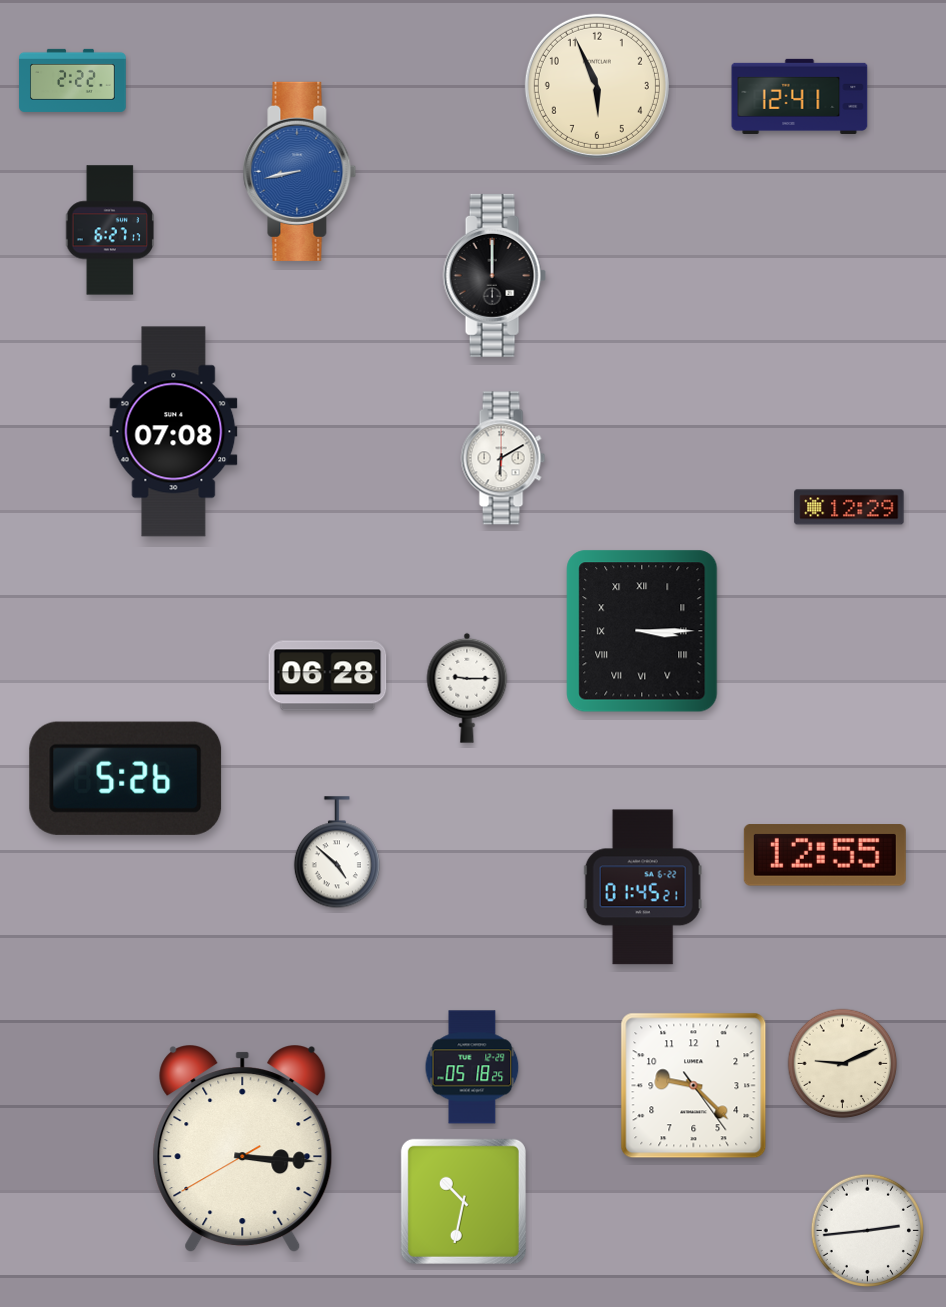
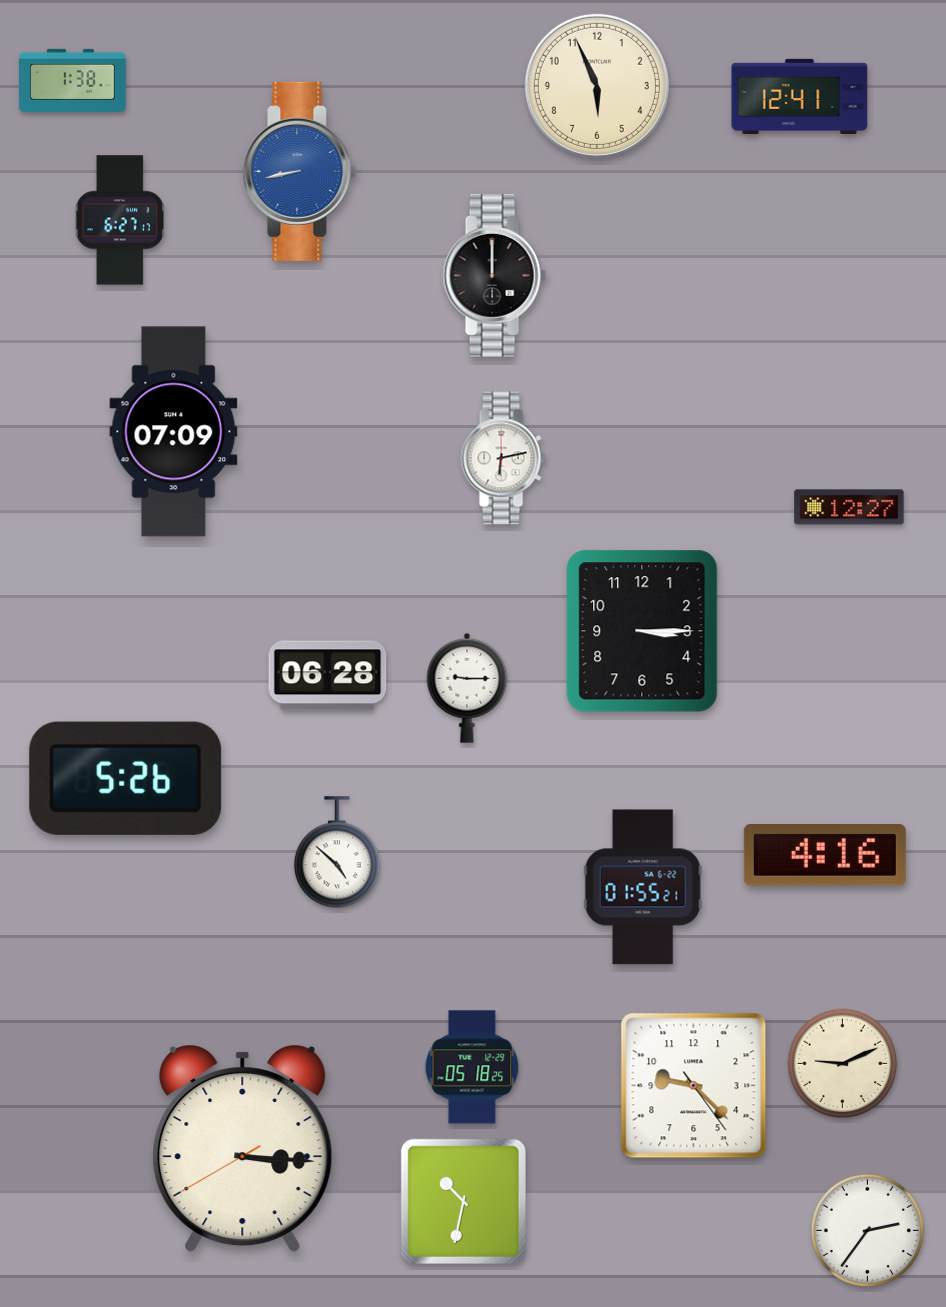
clock at (73, 80): 2:22 -> 1:38
clock at (110, 230) position: (110, 230) -> (120, 220)
clock at (174, 432): 07:08 -> 07:09
clock at (503, 458): 6:10 -> 6:13
clock at (849, 507): 12:29 -> 12:27
clock at (642, 631) numerals: Roman -> Arabic
clock at (825, 856): 12:55 -> 4:16
clock at (643, 887): 01:45 -> 01:55
clock at (867, 1230): 2:44 -> 2:36
